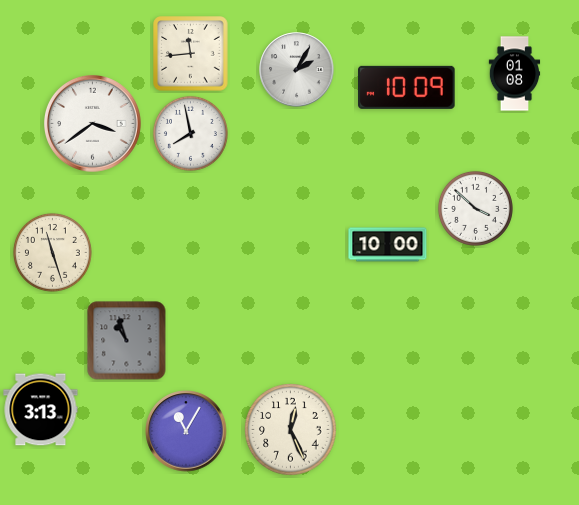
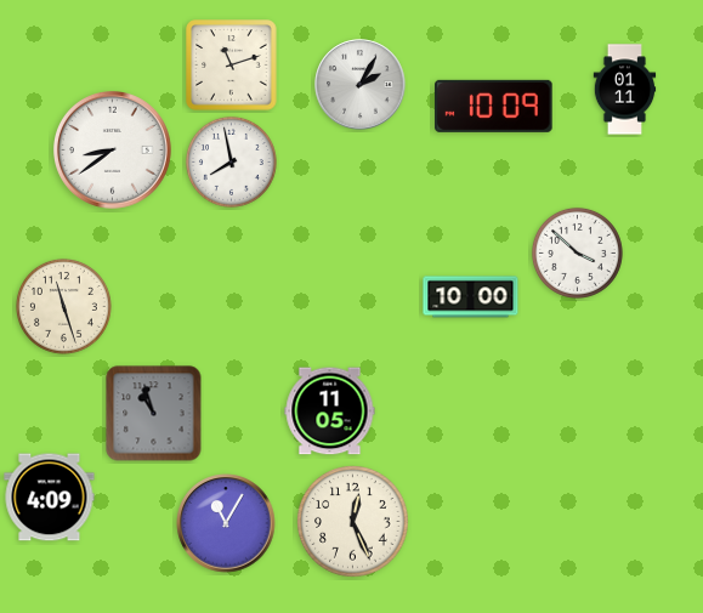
clock at (191, 54): 11:44 -> 11:12
clock at (515, 74): 01:08 -> 01:11
clock at (93, 124): 3:39 -> 8:39
clock at (330, 411): none -> 11:05
clock at (41, 410): 3:13 -> 4:09
